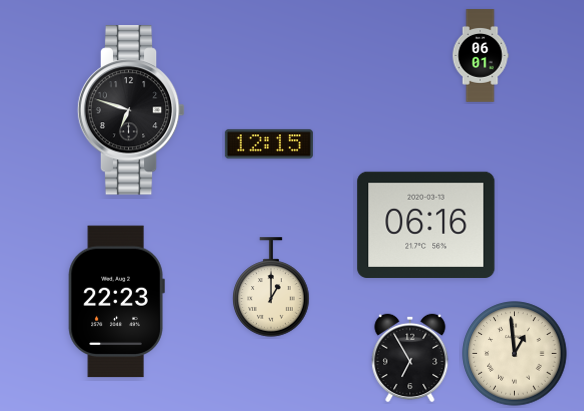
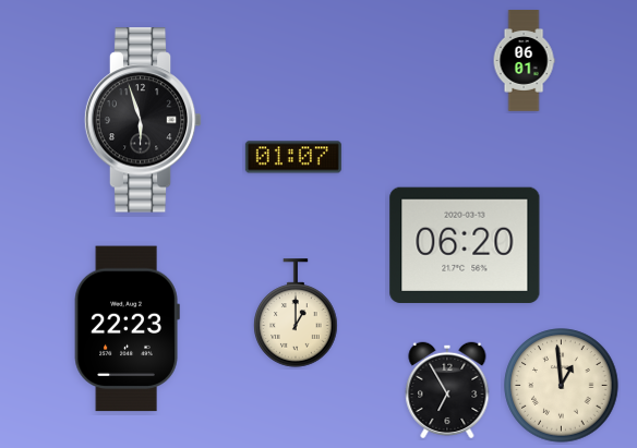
clock at (131, 110): 6:48 -> 5:57
clock at (269, 144): 12:15 -> 01:07
clock at (426, 225): 06:16 -> 06:20
